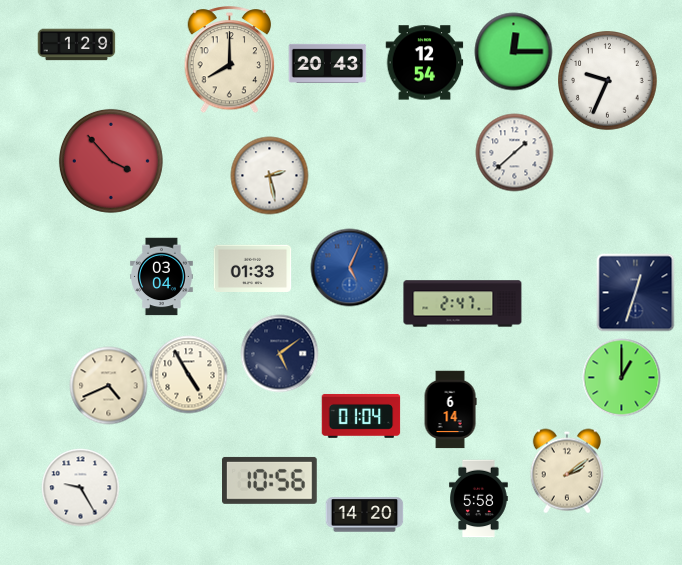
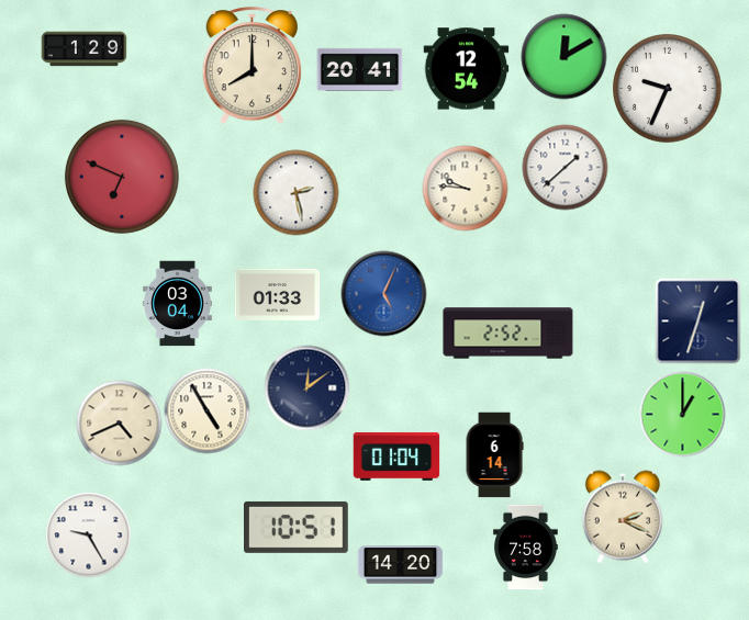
clock at (513, 51): 12:15 -> 12:10
clock at (327, 63): 20:43 -> 20:41
clock at (111, 161): 3:53 -> 6:49
clock at (465, 188): none -> 9:46
clock at (463, 304): 2:47 -> 2:52
clock at (279, 353): 5:09 -> 12:09
clock at (450, 409) position: (450, 409) -> (494, 454)
clock at (567, 471): 2:09 -> 2:19
clock at (270, 480): 10:56 -> 10:51
clock at (479, 498): 5:58 -> 7:58
